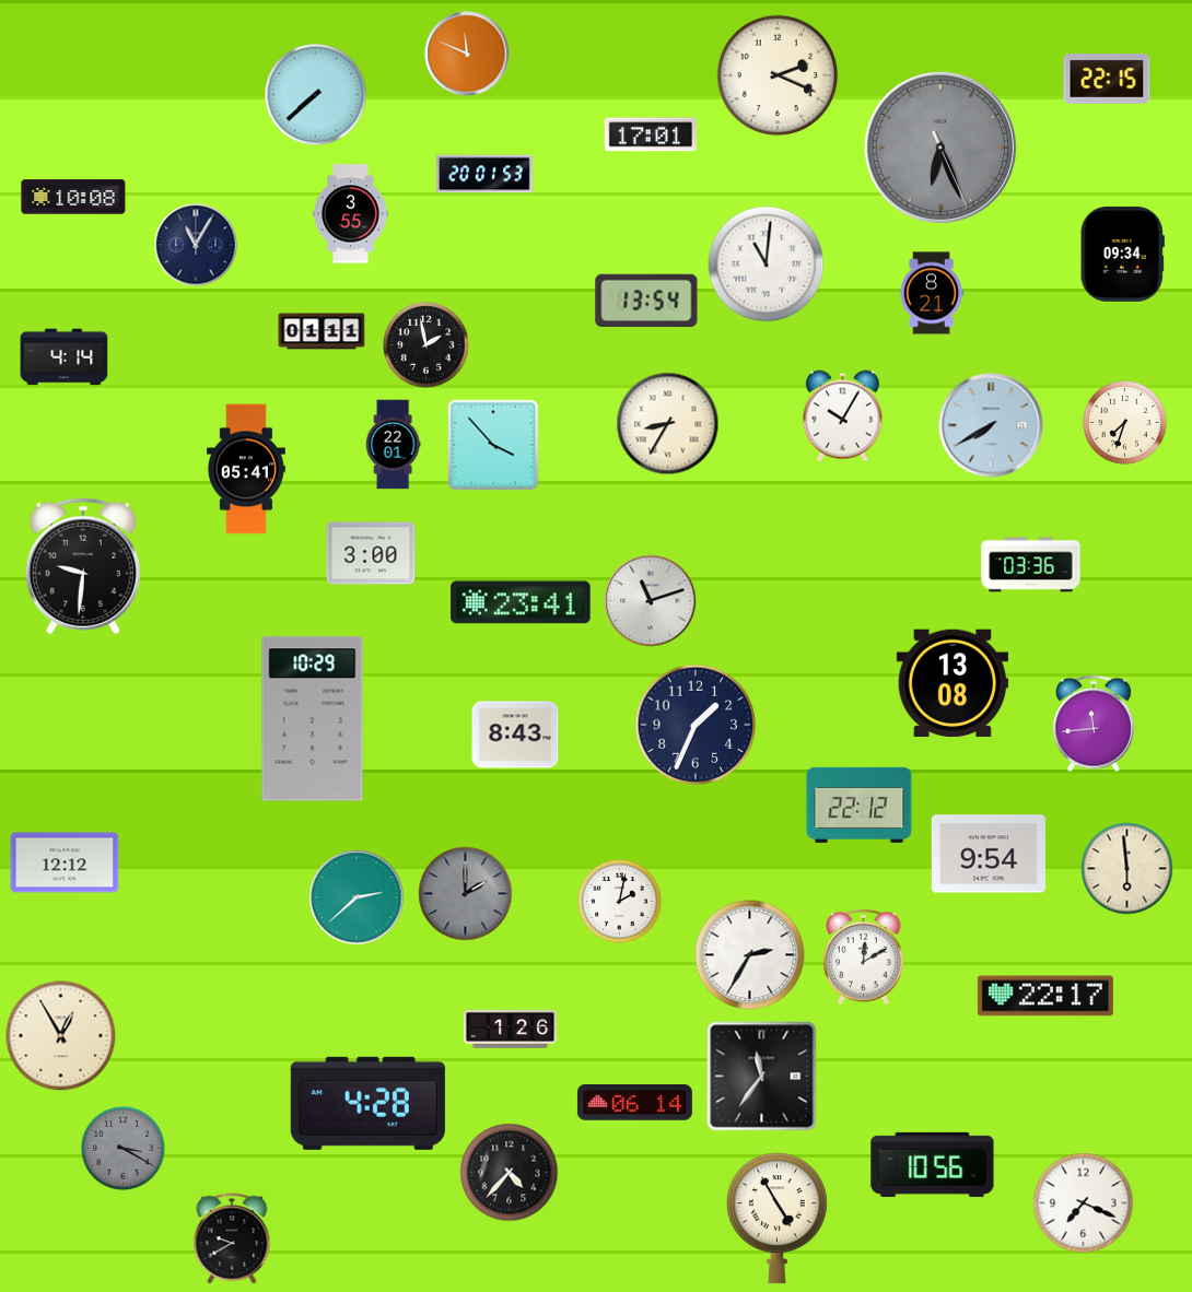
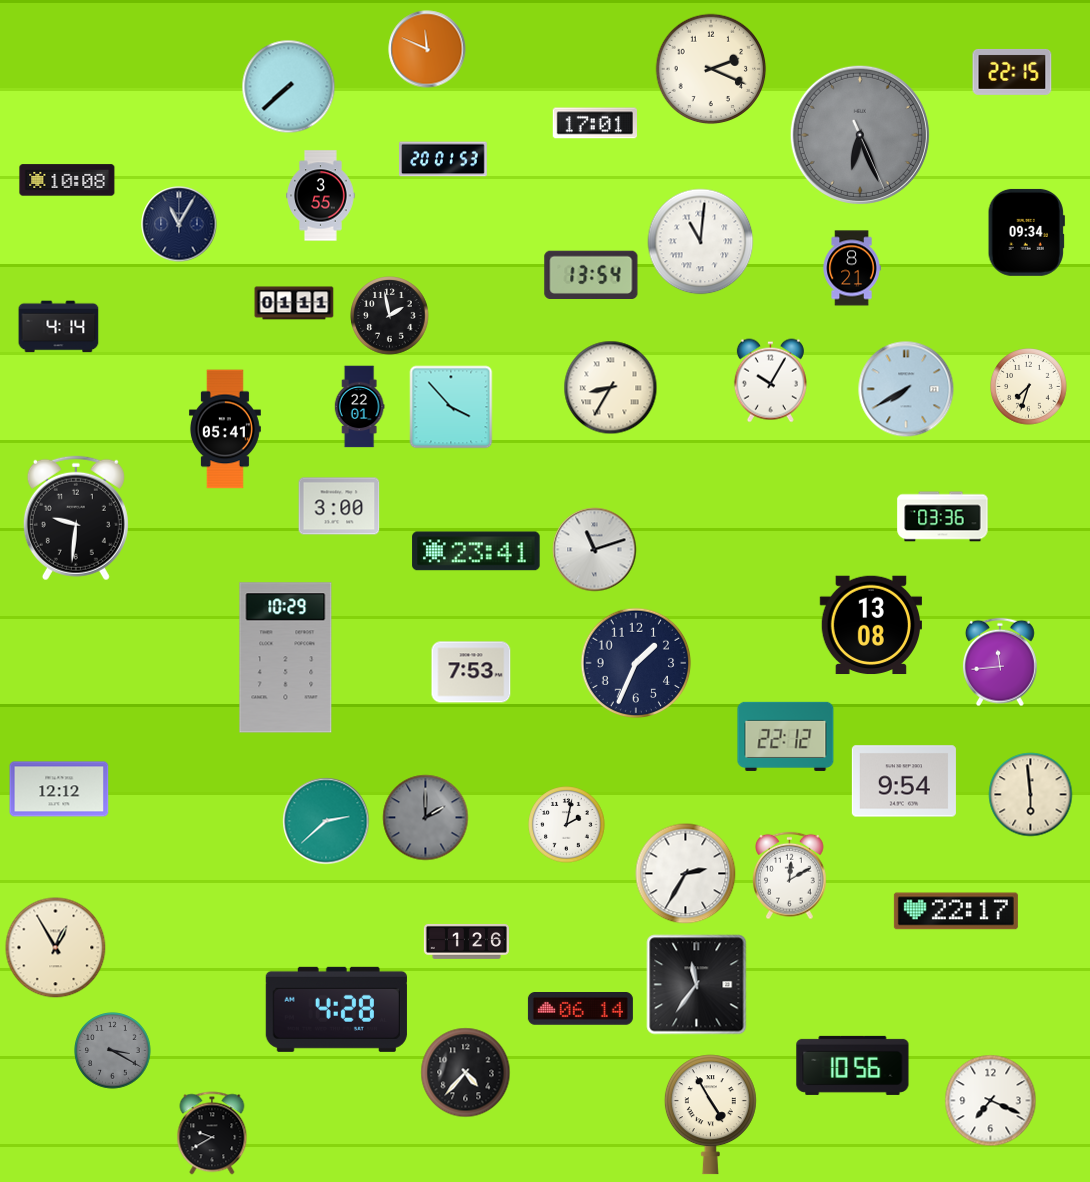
clock at (515, 735): 8:43 -> 7:53
